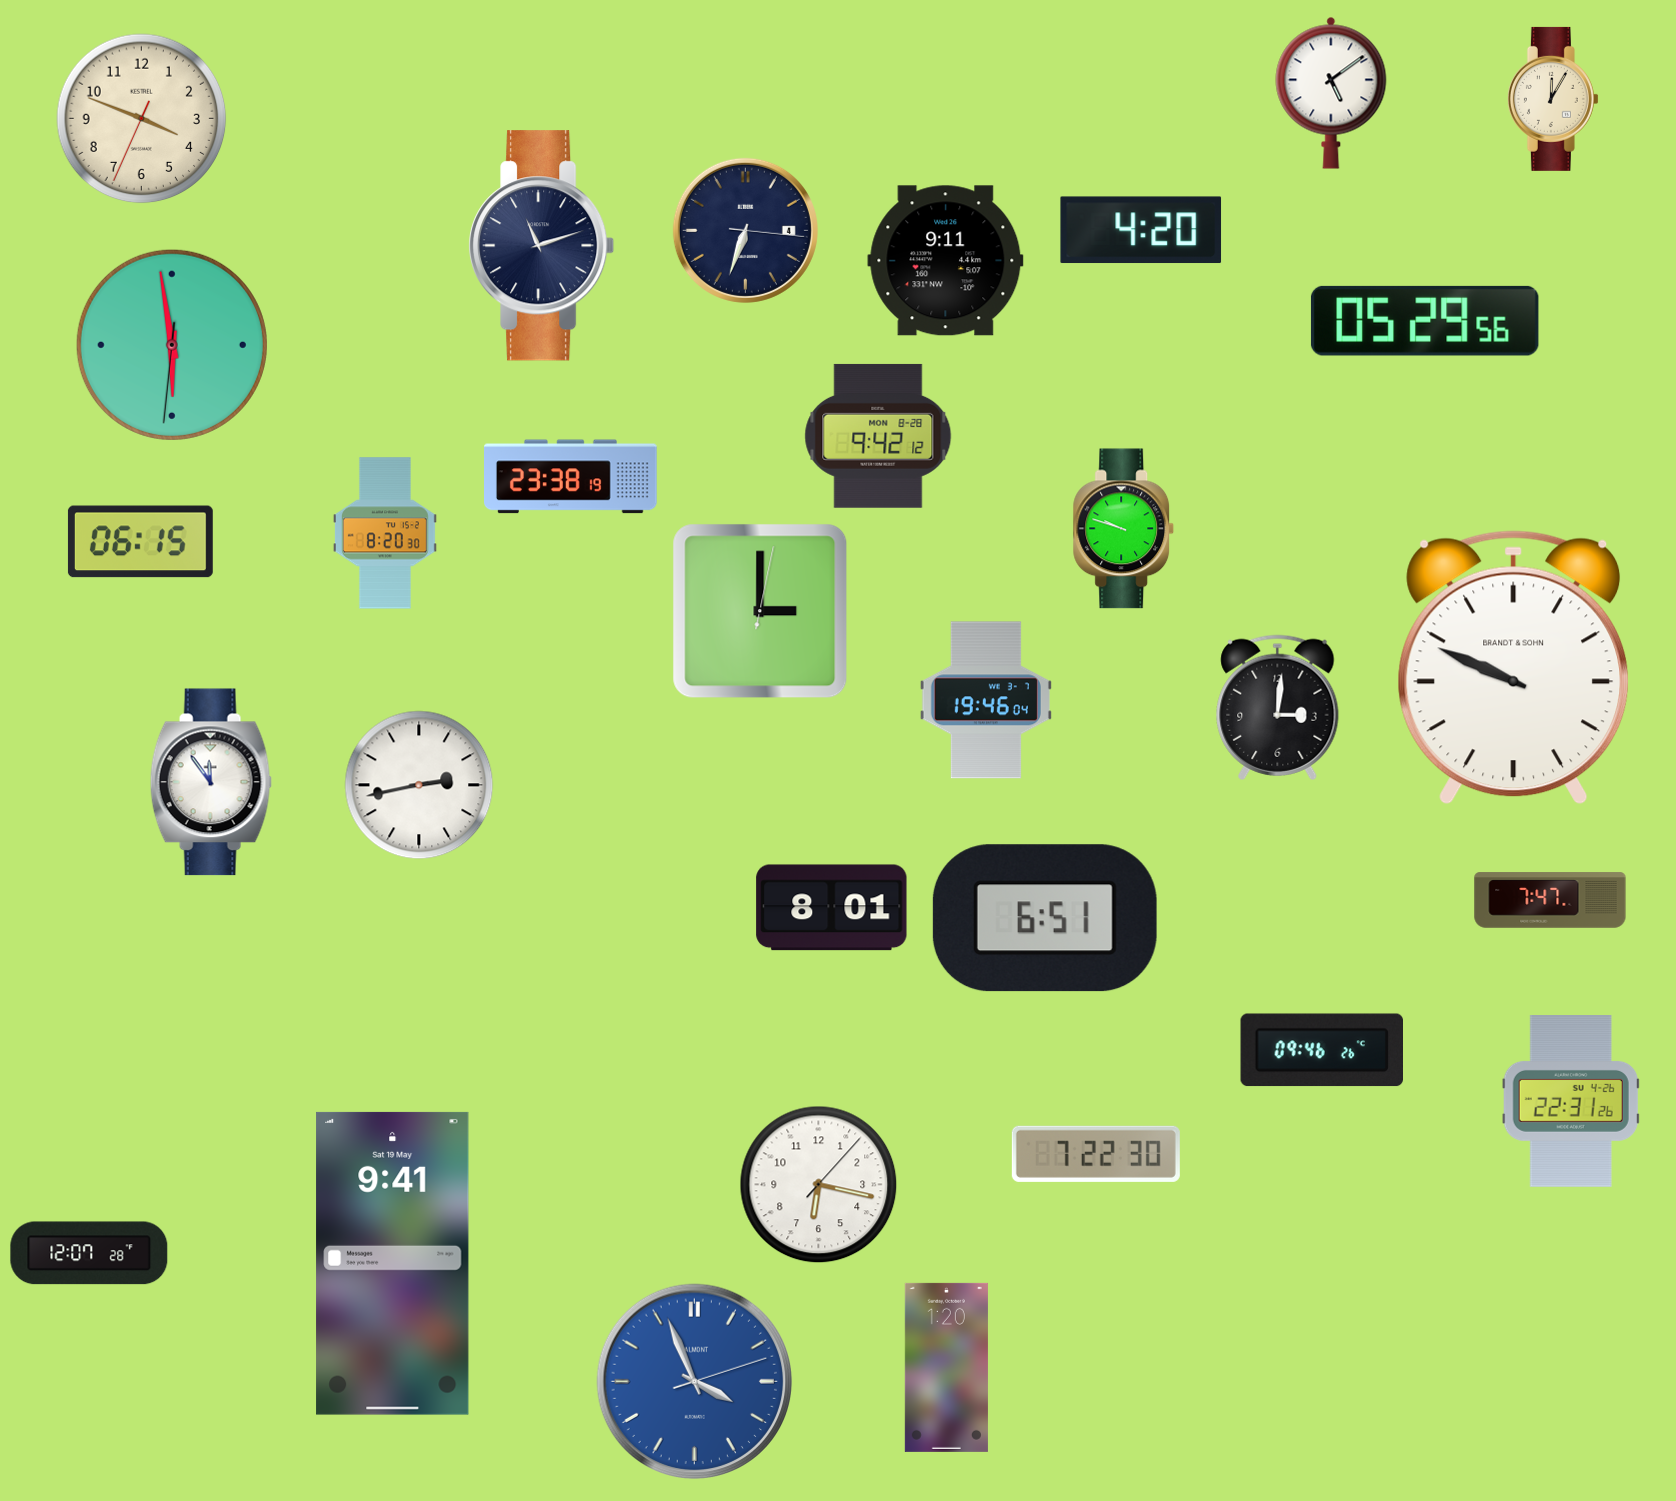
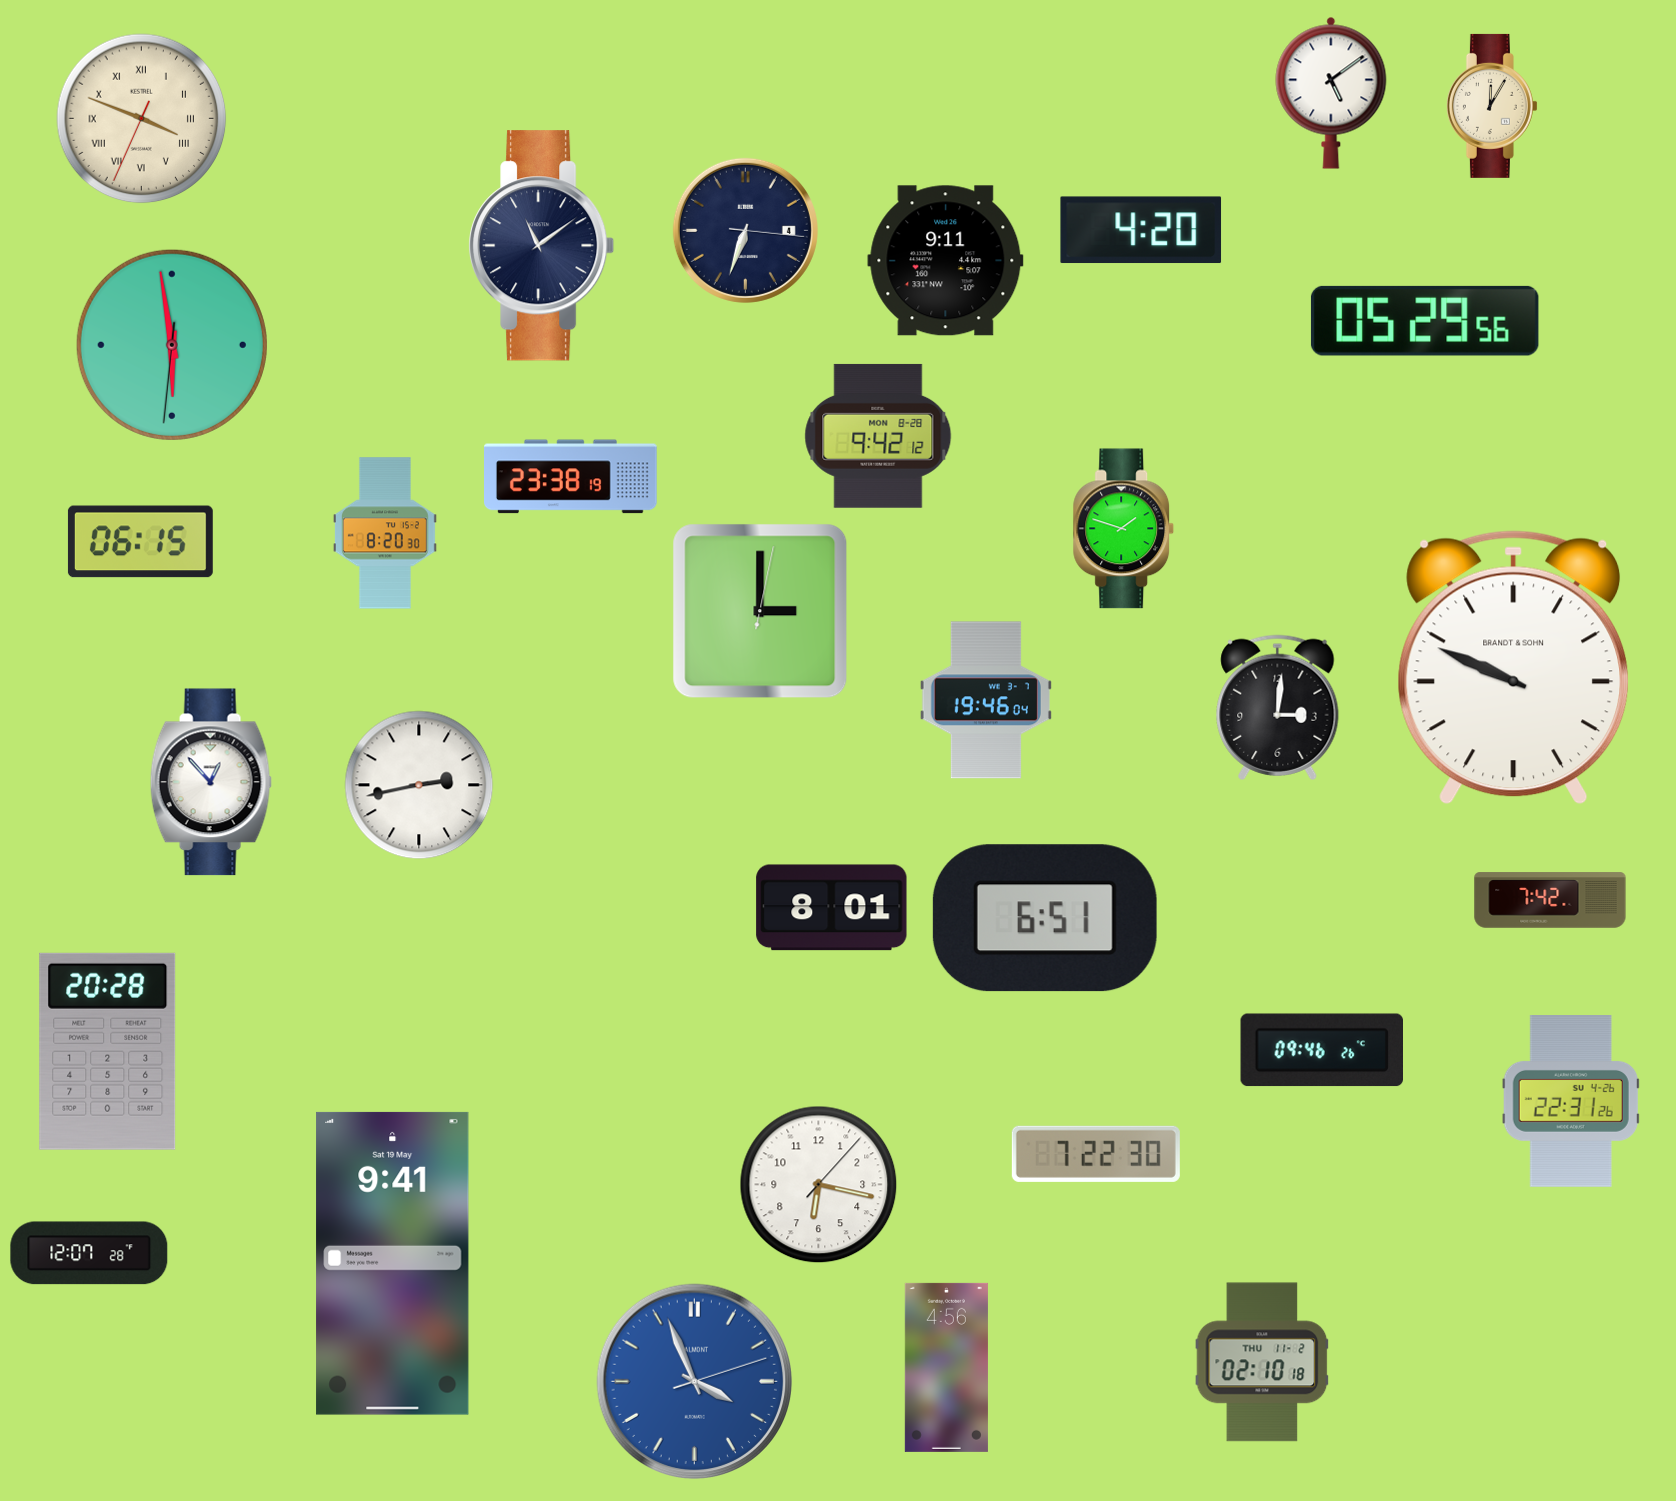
clock at (1553, 99) position: (1553, 99) -> (1492, 106)
clock at (142, 119) numerals: Arabic -> Roman
clock at (542, 246): 11:12 -> 11:09
clock at (1124, 529): 9:48 -> 1:48
clock at (211, 782): 11:54 -> 12:53
clock at (1550, 900): 7:47 -> 7:42
clock at (108, 1051): none -> 20:28
clock at (1262, 1362): none -> 02:10
clock at (946, 1367): 1:20 -> 4:56
